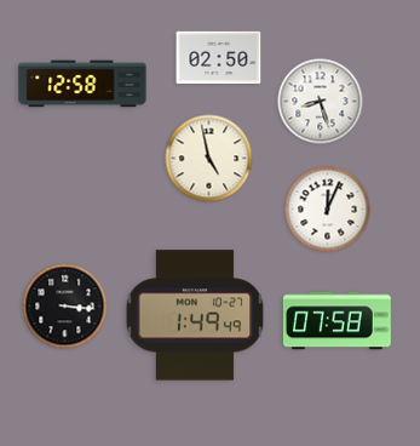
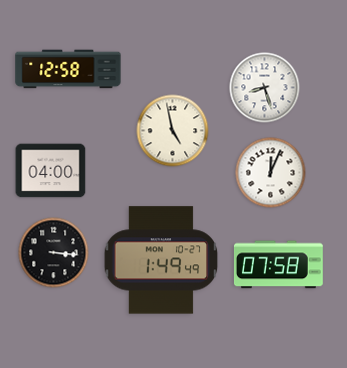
clock at (219, 58): 02:50 -> none
clock at (321, 102) position: (321, 102) -> (265, 88)
clock at (51, 171): none -> 04:00
